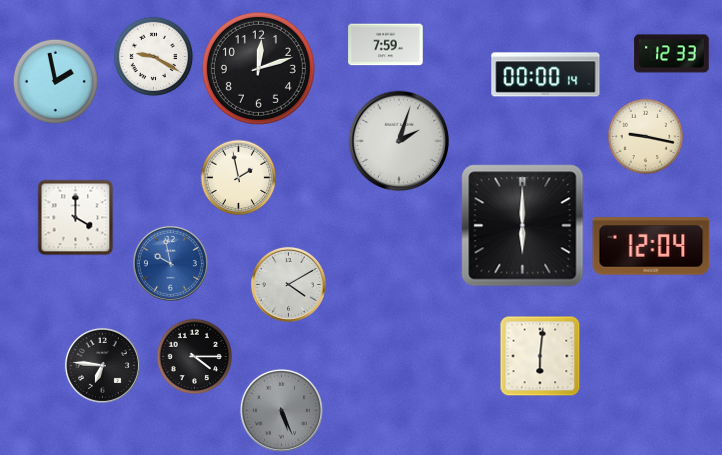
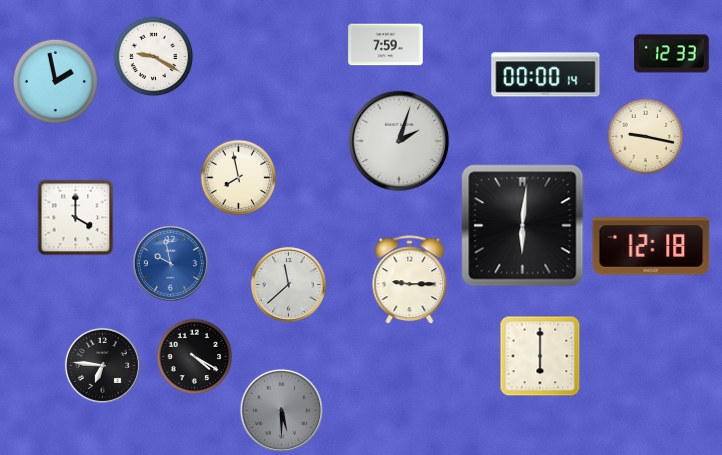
clock at (258, 68): 12:12 -> none
clock at (239, 178): 1:58 -> 7:58
clock at (523, 226): 6:00 -> 6:01
clock at (651, 246): 12:04 -> 12:18
clock at (410, 280): none -> 9:15
clock at (288, 284): 4:10 -> 11:38
clock at (540, 356): 6:01 -> 6:00
clock at (195, 357): 4:15 -> 4:20
clock at (281, 410): 5:26 -> 5:30
